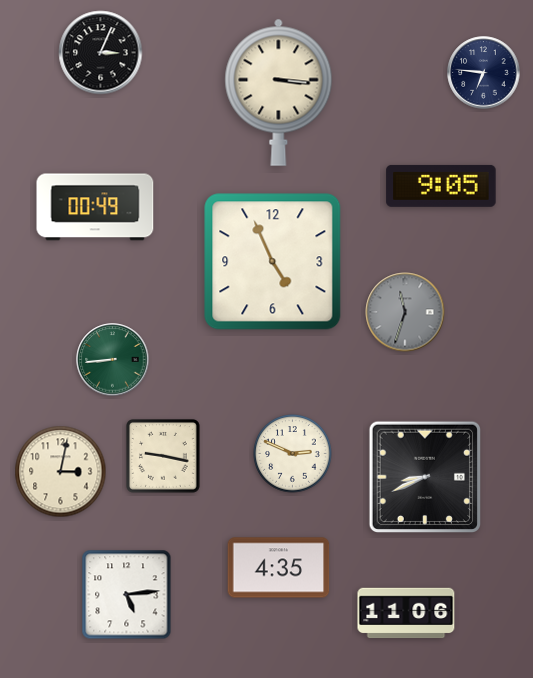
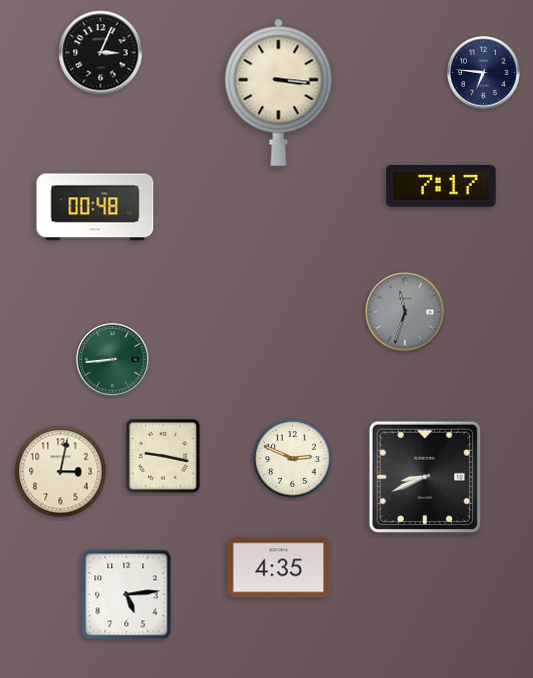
clock at (441, 186): 9:05 -> 7:17
clock at (95, 207): 00:49 -> 00:48
clock at (273, 262): 4:56 -> none
clock at (293, 454) position: (293, 454) -> (293, 459)
clock at (406, 613): 11:06 -> none
